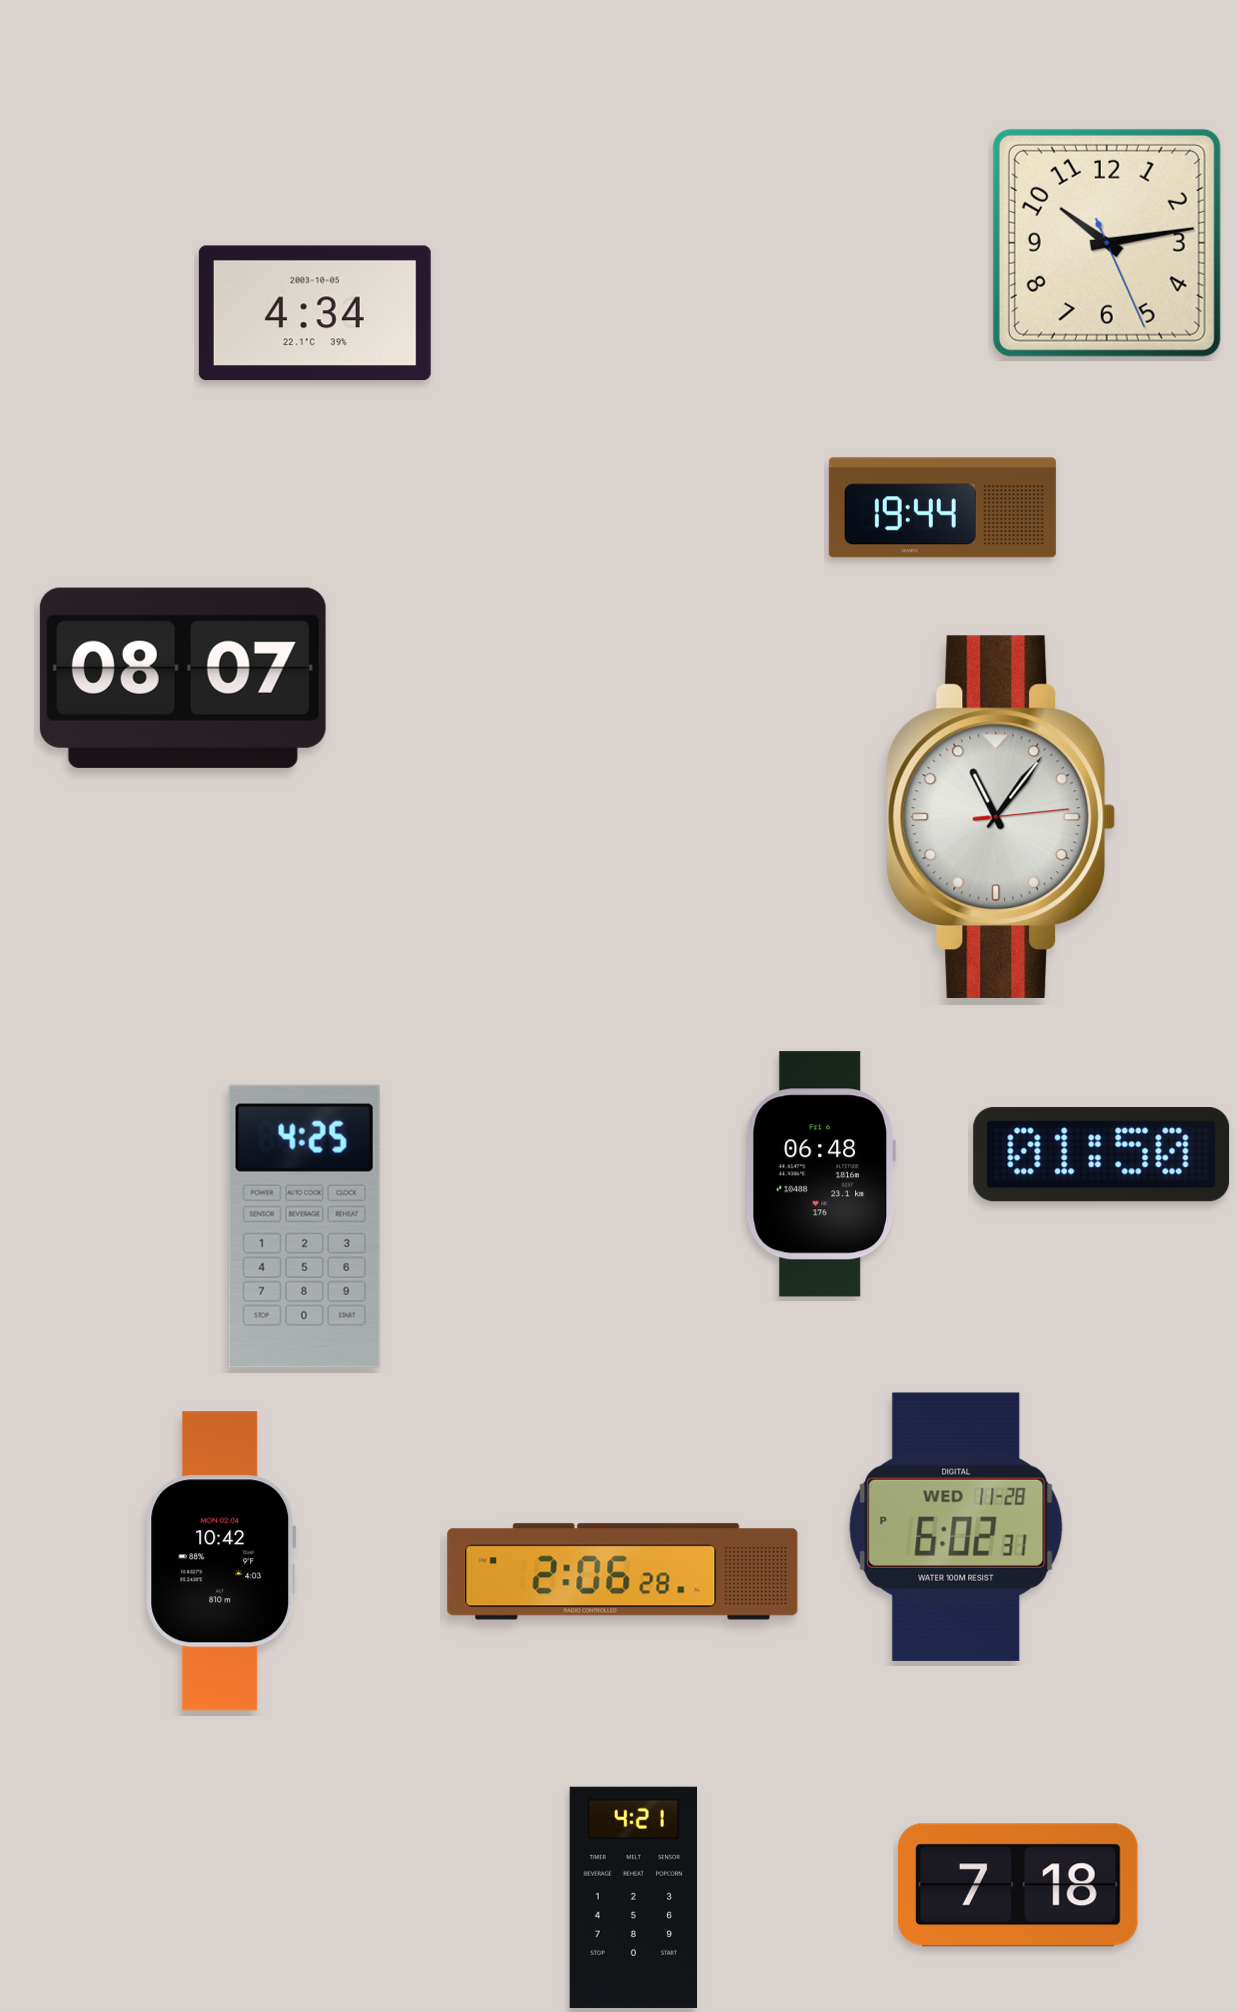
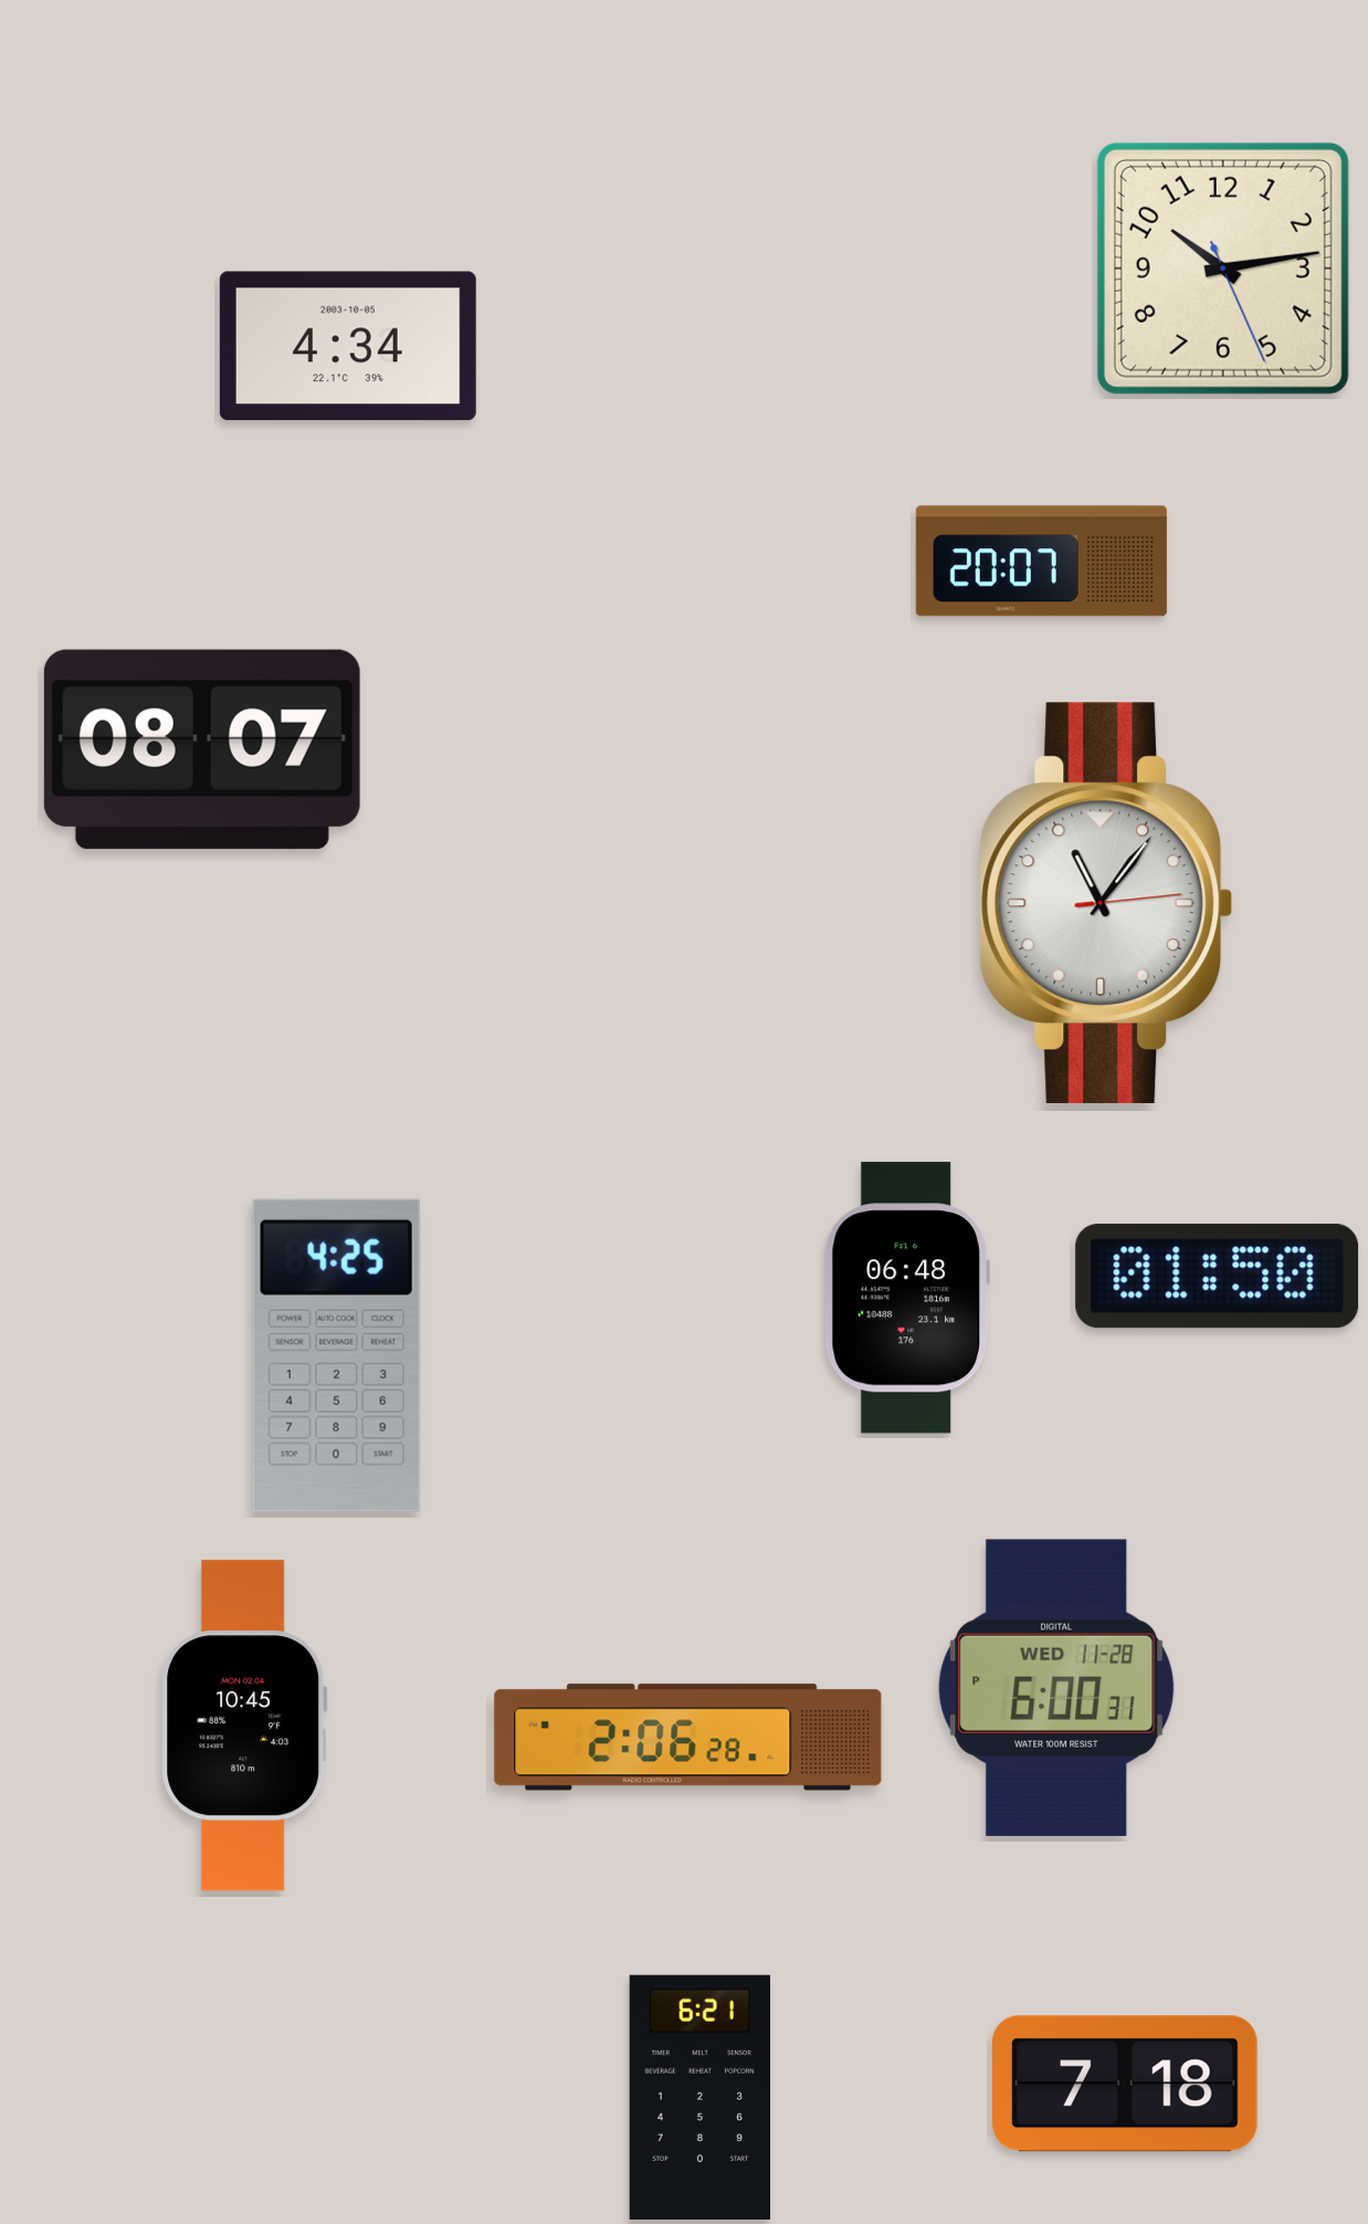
clock at (942, 508): 19:44 -> 20:07
clock at (956, 1527): 6:02 -> 6:00
clock at (221, 1561): 10:42 -> 10:45
clock at (634, 1897): 4:21 -> 6:21
